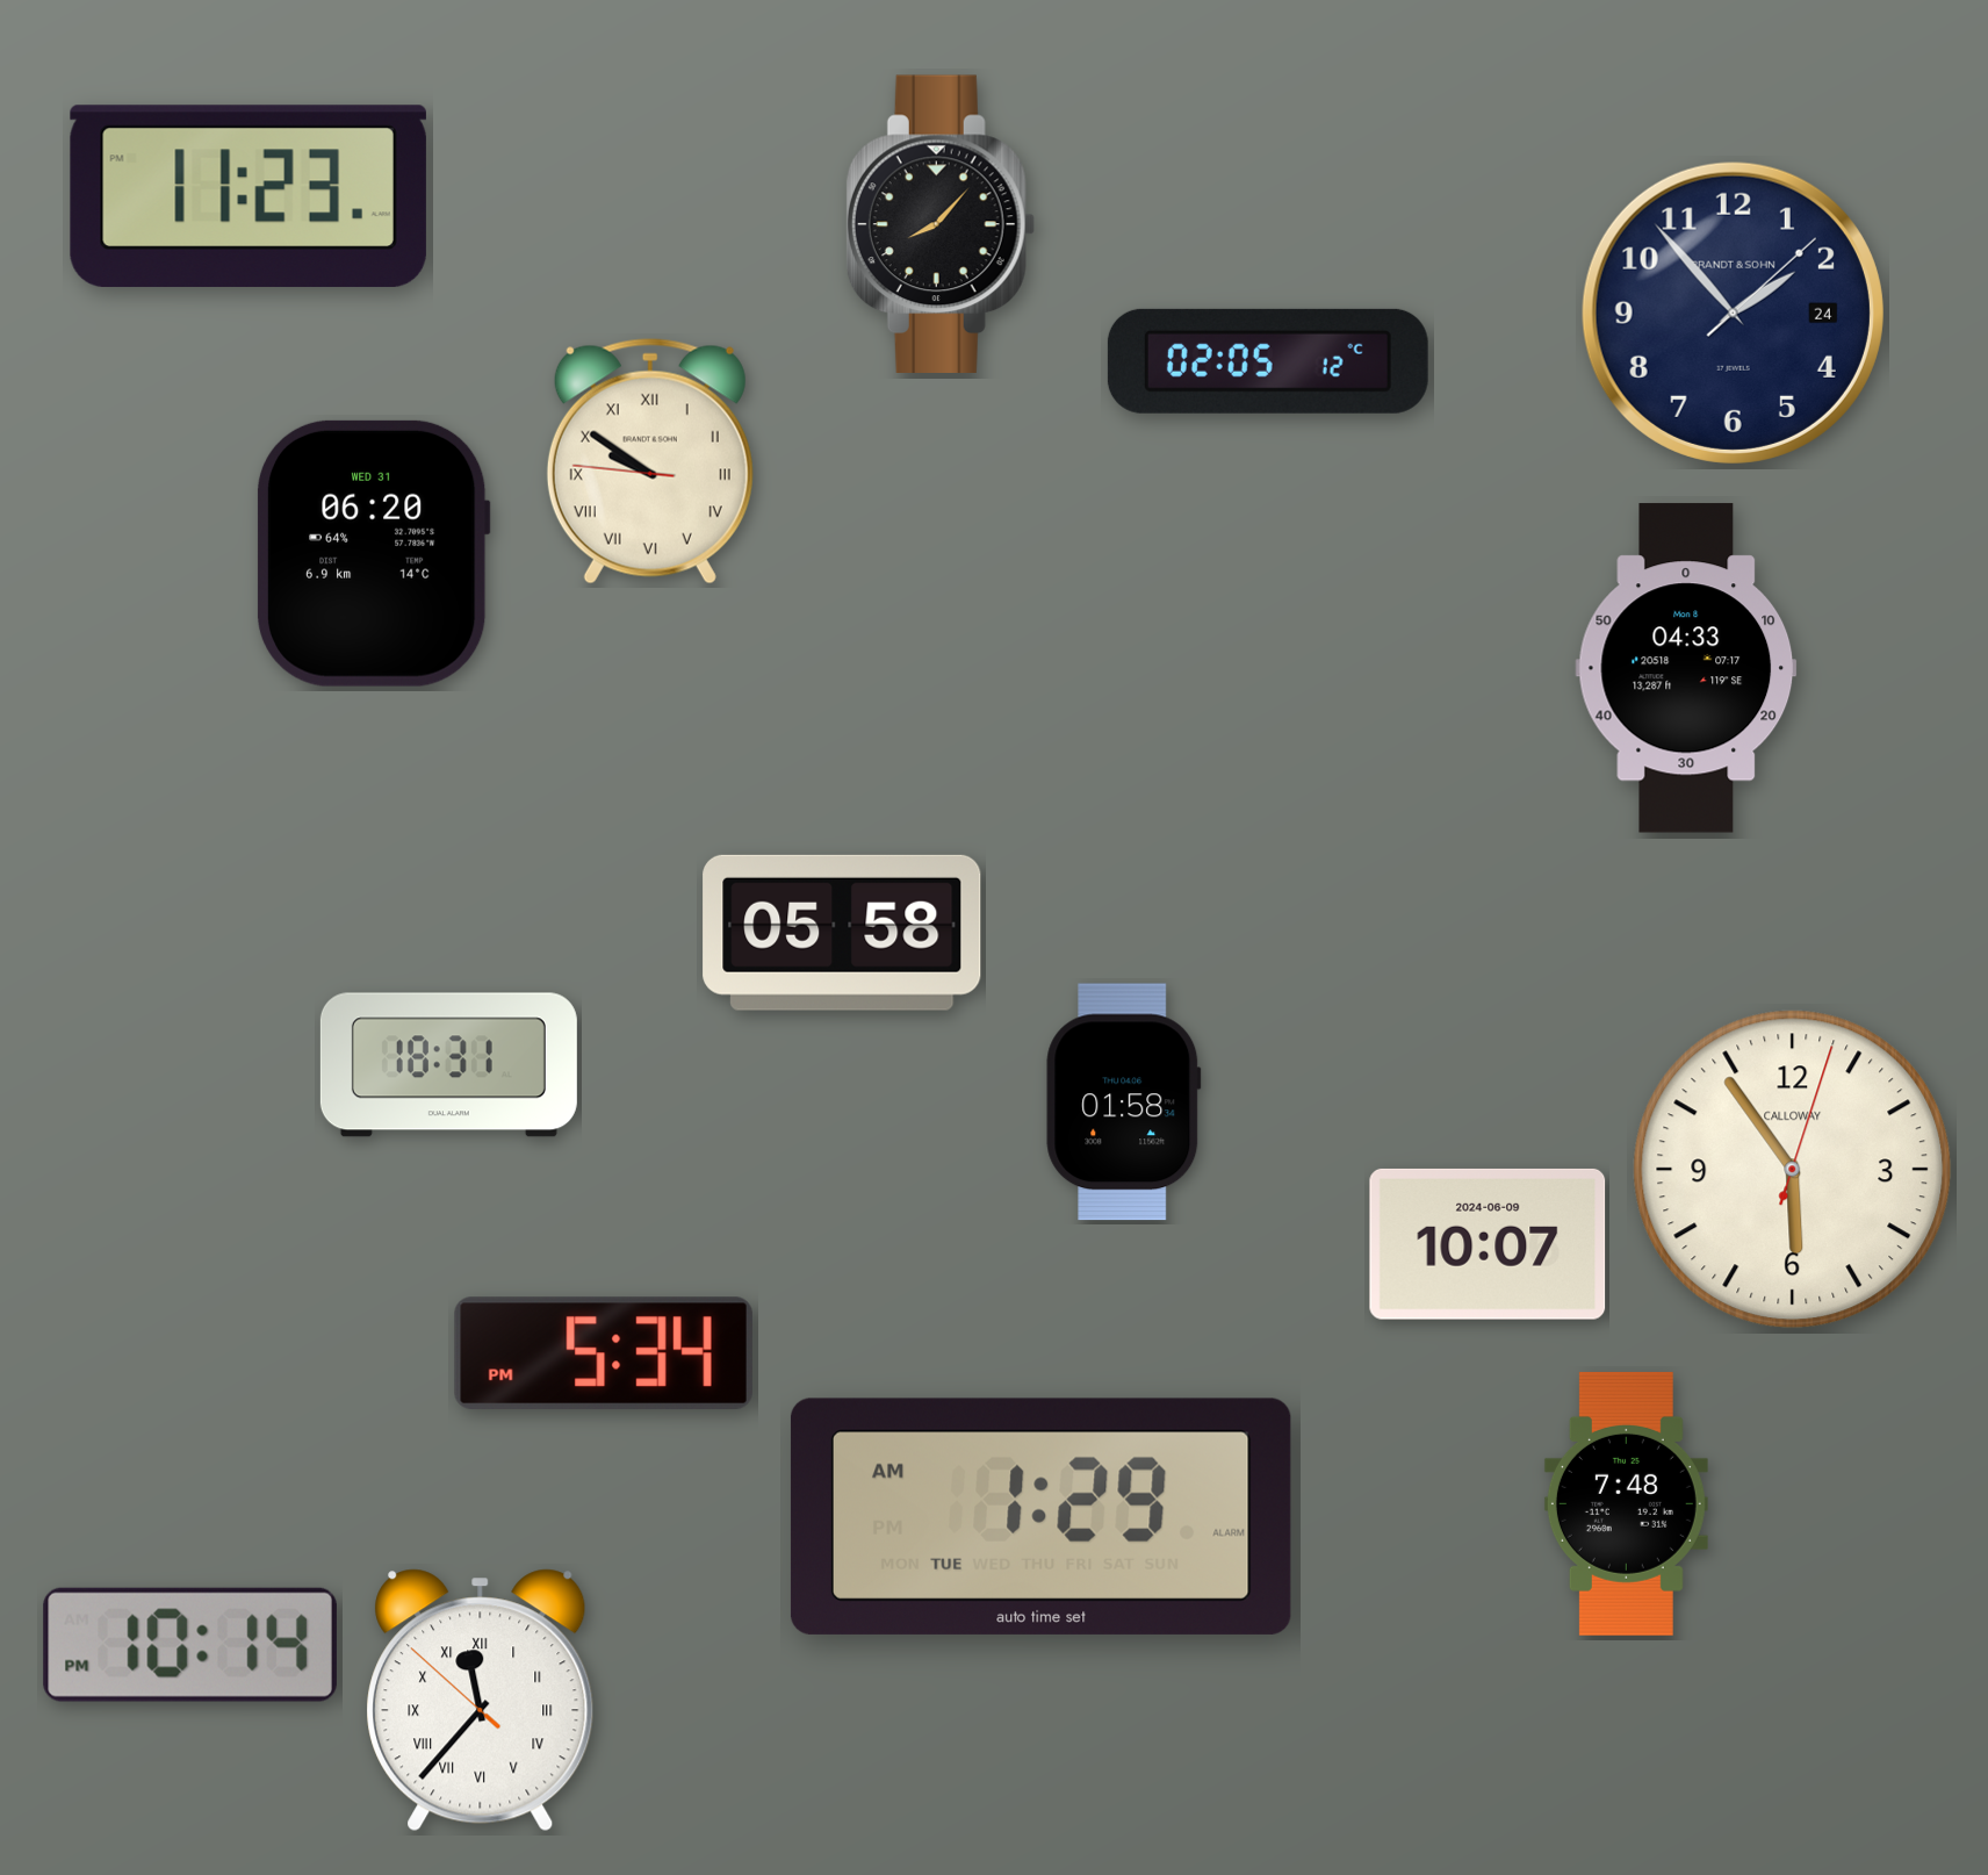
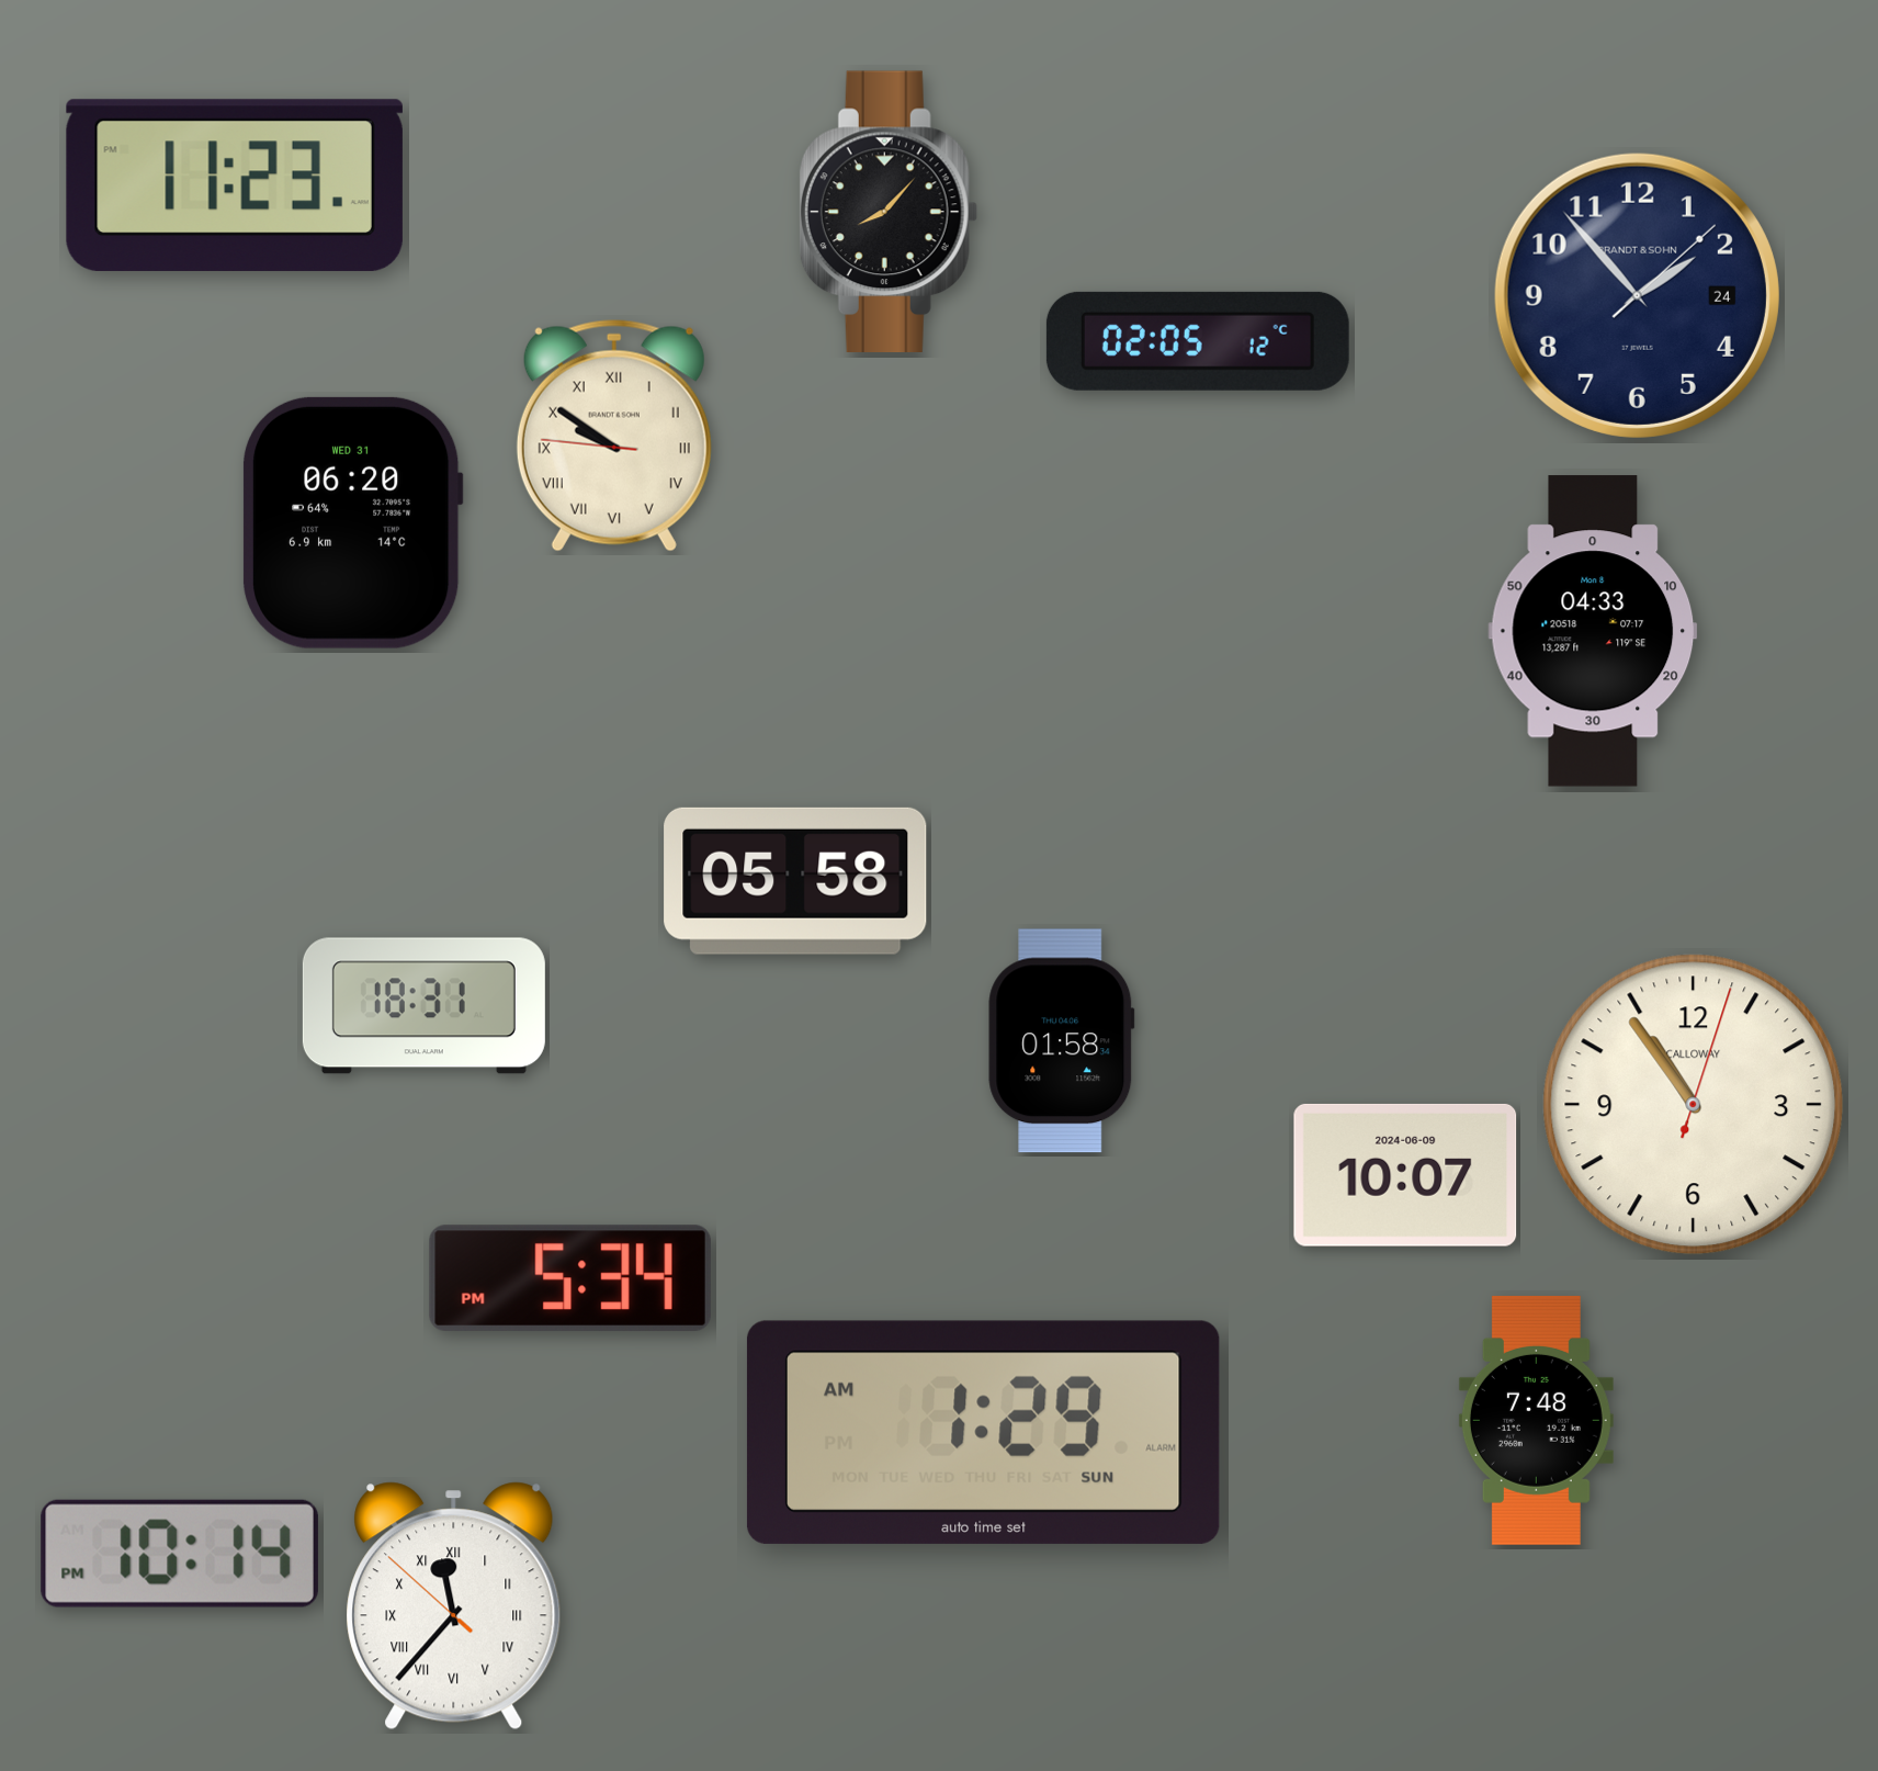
clock at (1793, 1170): 5:54 -> 10:54
clock at (1040, 1516) date: TUE -> SUN
